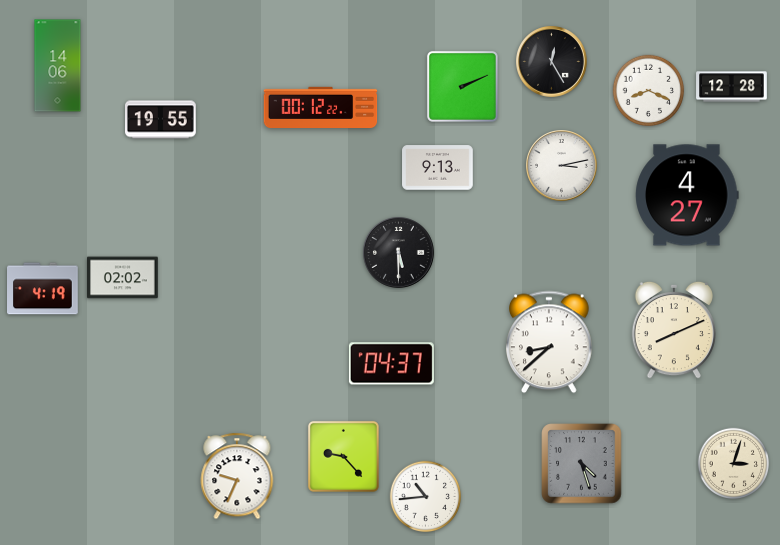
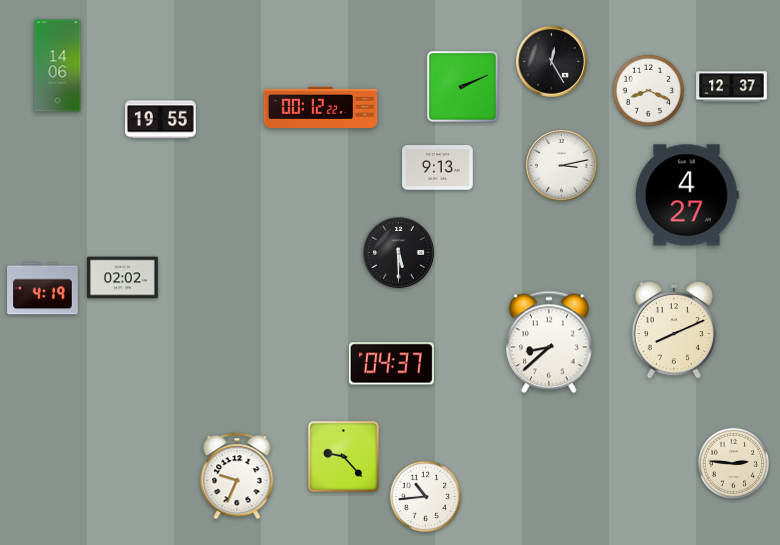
clock at (732, 87): 12:28 -> 12:37
clock at (582, 464): 4:27 -> none
clock at (734, 464): 3:03 -> 2:46
